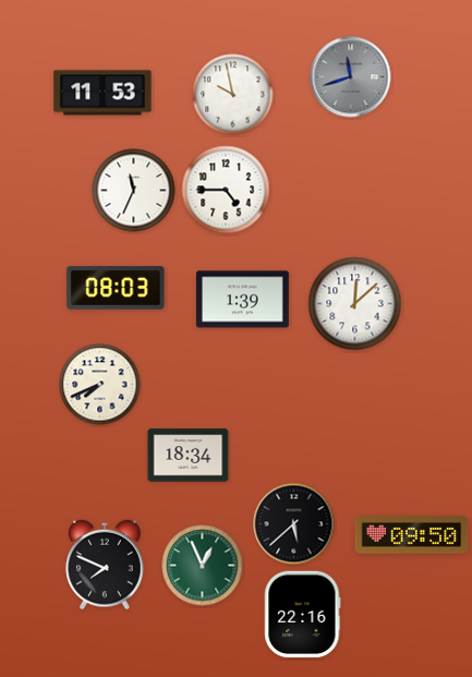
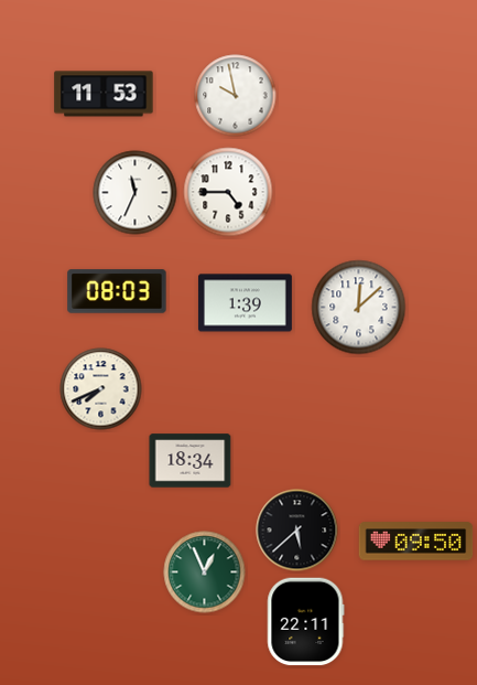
clock at (351, 77): 11:42 -> none
clock at (105, 565): 7:49 -> none
clock at (303, 615): 22:16 -> 22:11
